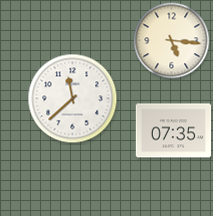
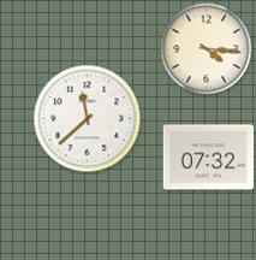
clock at (172, 41): 5:16 -> 4:16
clock at (174, 131): 07:35 -> 07:32
